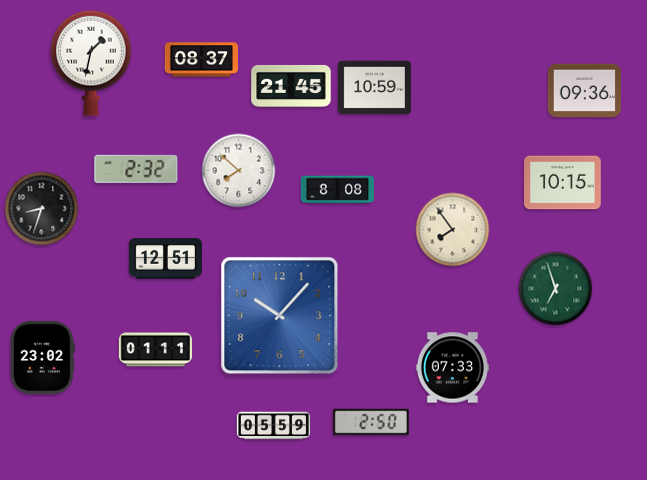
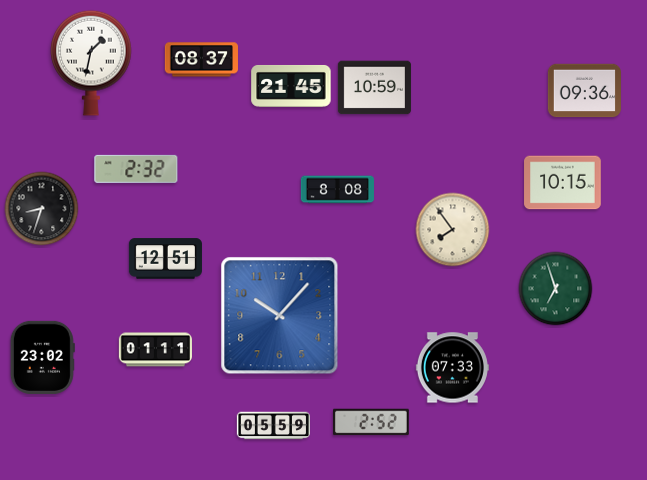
clock at (239, 171): 7:52 -> none
clock at (371, 422): 2:50 -> 2:52
